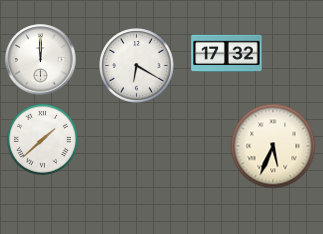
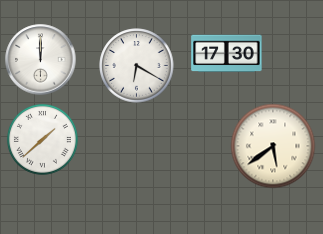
clock at (227, 54): 17:32 -> 17:30
clock at (273, 146): 5:34 -> 5:39
